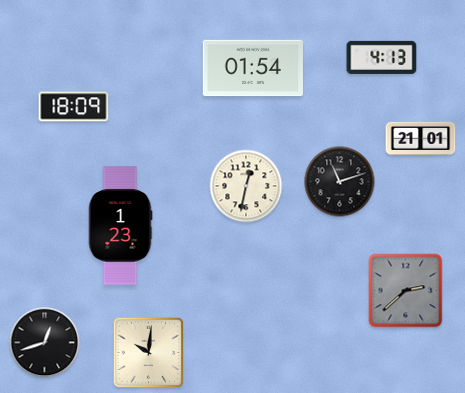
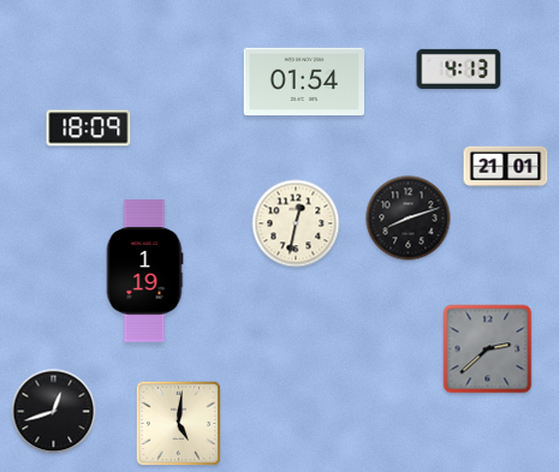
clock at (340, 182): 11:12 -> 8:12
clock at (120, 226): 1:23 -> 1:19
clock at (149, 353): 10:01 -> 5:01
